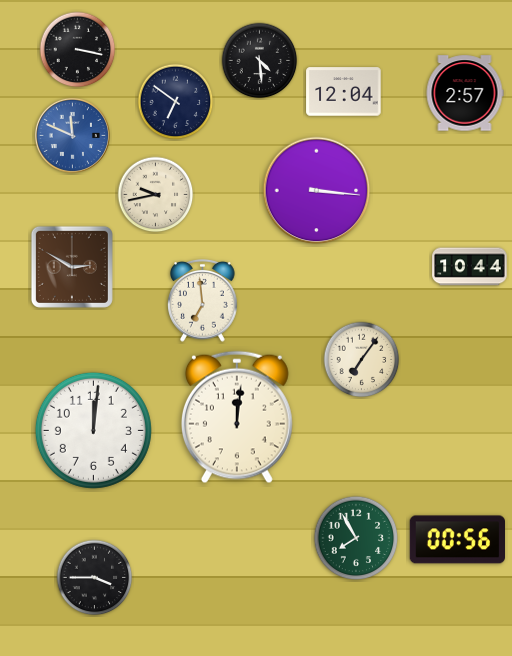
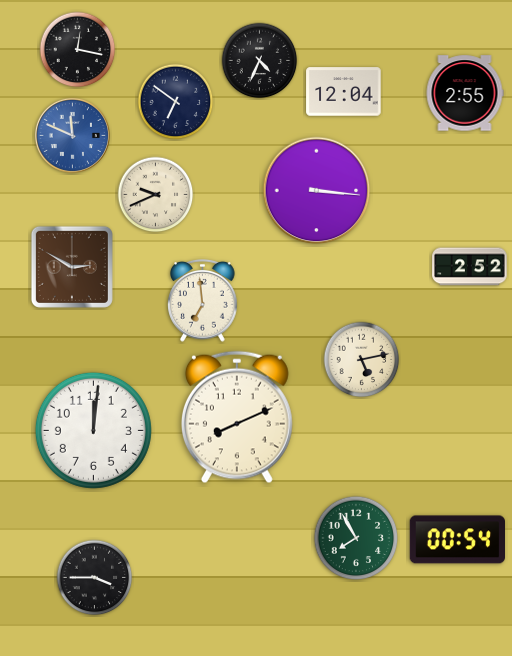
clock at (78, 50): 3:17 -> 12:17
clock at (260, 61): 4:29 -> 4:34
clock at (465, 93): 2:57 -> 2:55
clock at (156, 195): 9:43 -> 9:41
clock at (470, 267): 10:44 -> 2:52
clock at (362, 360): 7:06 -> 5:13
clock at (237, 417): 12:01 -> 8:11
clock at (457, 540): 00:56 -> 00:54
